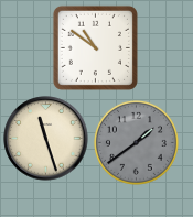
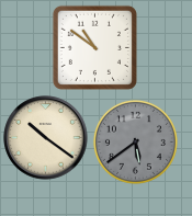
clock at (46, 139): 11:27 -> 10:21
clock at (136, 142): 1:39 -> 5:39
